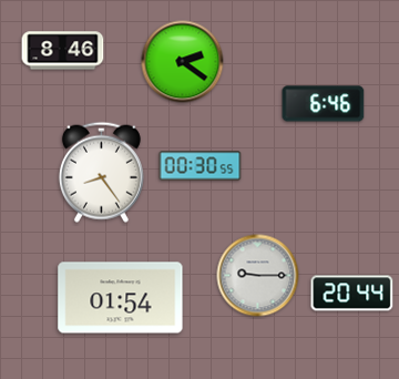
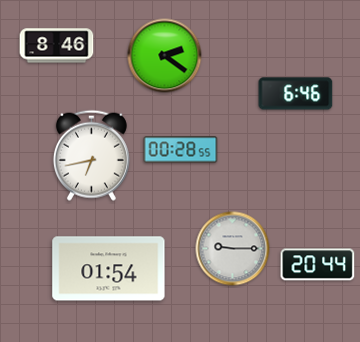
clock at (324, 104) position: (324, 104) -> (296, 94)
clock at (201, 166): 00:30 -> 00:28
clock at (101, 172): 8:24 -> 6:43
